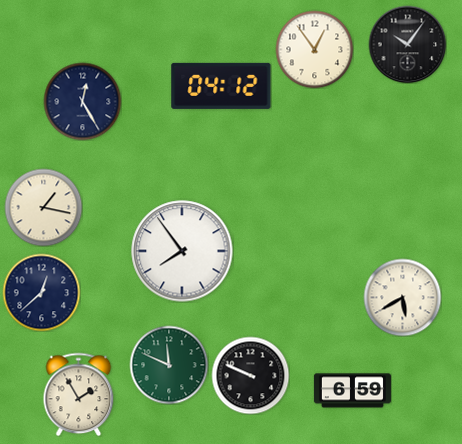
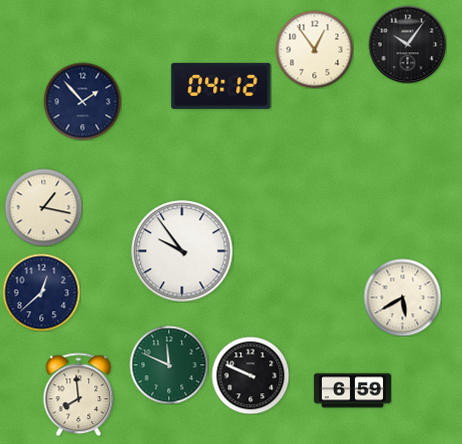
clock at (82, 101): 12:25 -> 1:53
clock at (182, 251): 7:54 -> 9:54
clock at (79, 394): 1:55 -> 7:59
